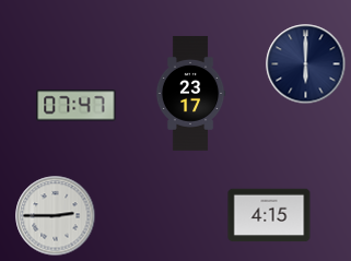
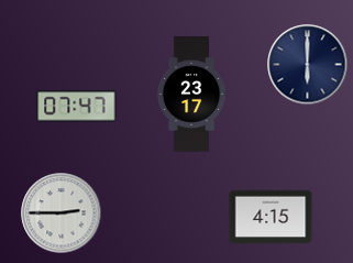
clock at (56, 216) position: (56, 216) -> (62, 213)
